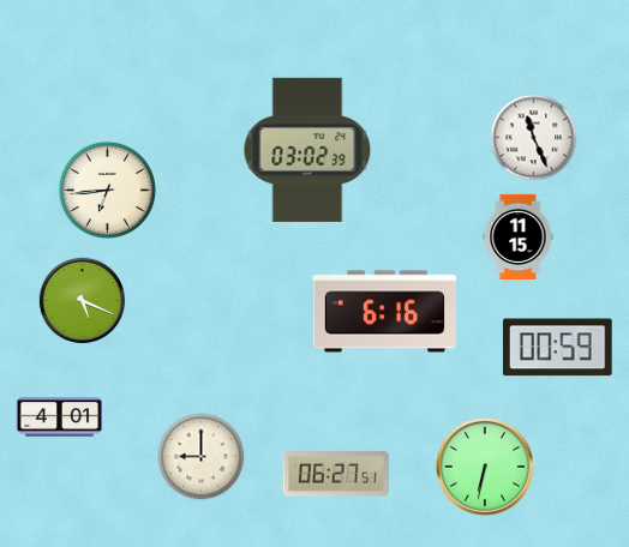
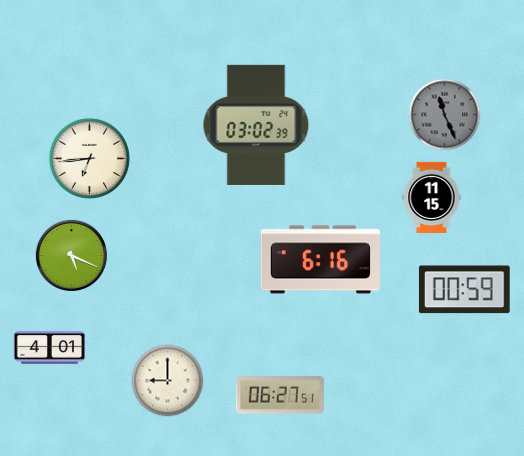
clock at (534, 138) dial: white -> grey
clock at (83, 301) position: (83, 301) -> (72, 256)
clock at (486, 468): 6:32 -> none
